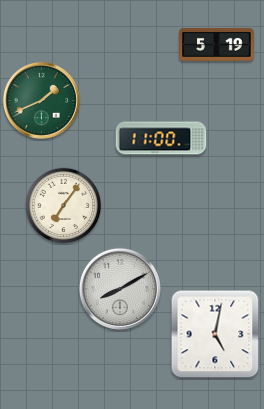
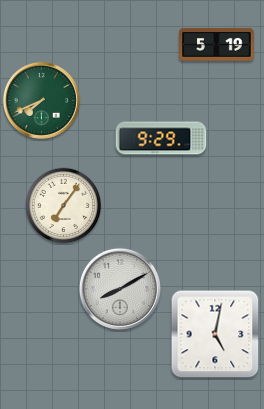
clock at (41, 100): 1:41 -> 7:41
clock at (161, 138): 11:00 -> 9:29
